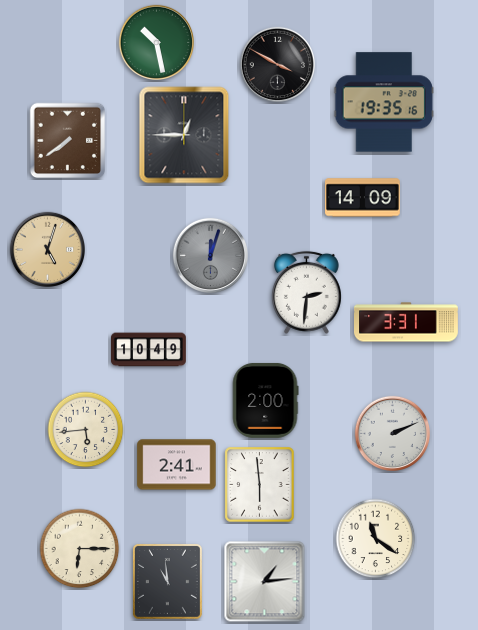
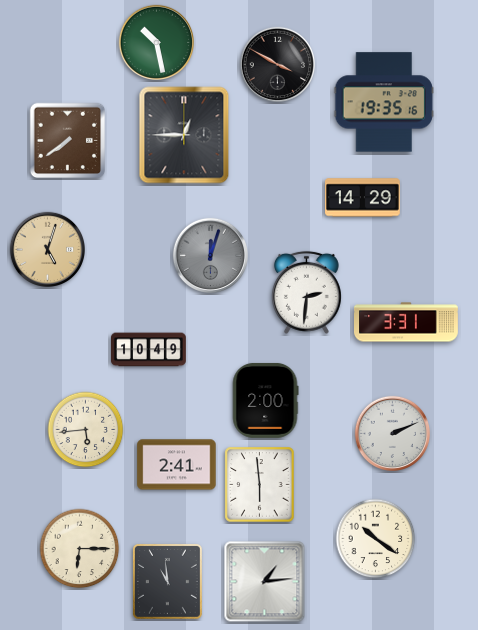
clock at (363, 198): 14:09 -> 14:29
clock at (376, 539): 11:21 -> 10:21
